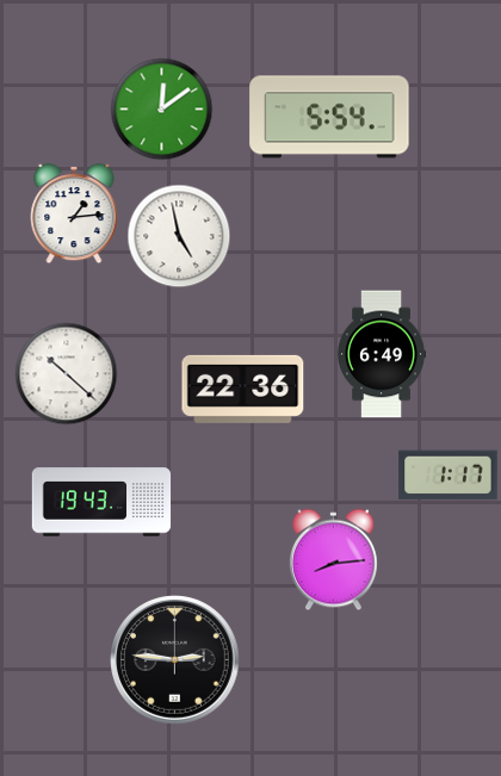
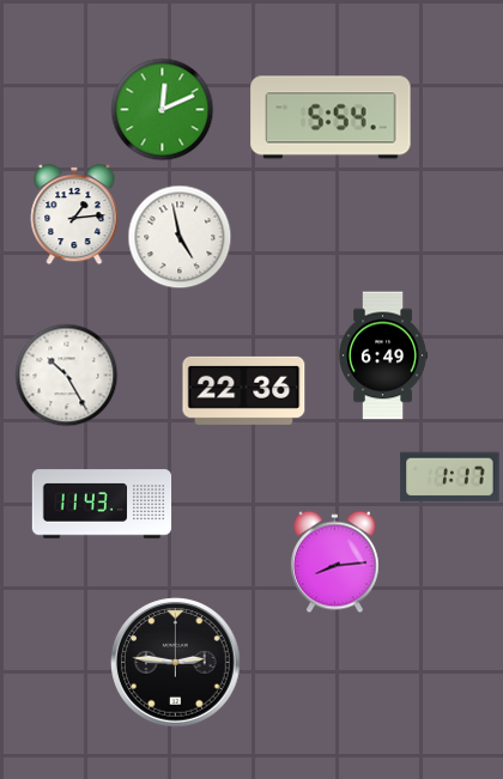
clock at (161, 108): 12:09 -> 12:11
clock at (66, 373): 10:22 -> 10:25
clock at (101, 502): 19:43 -> 11:43
